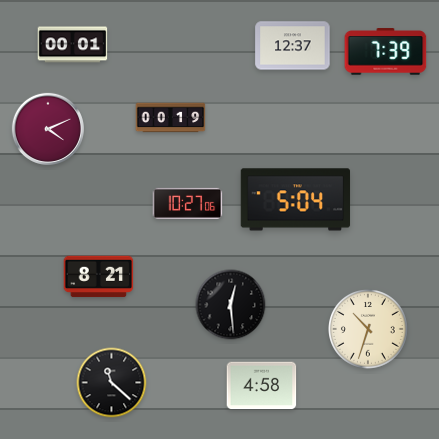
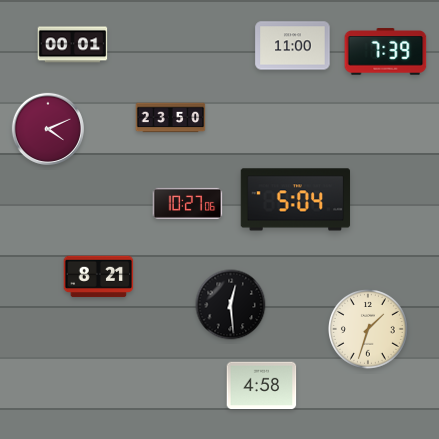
clock at (293, 46): 12:37 -> 11:00
clock at (171, 118): 00:19 -> 23:50
clock at (369, 330): 10:33 -> 1:33
clock at (112, 383): 11:22 -> none
